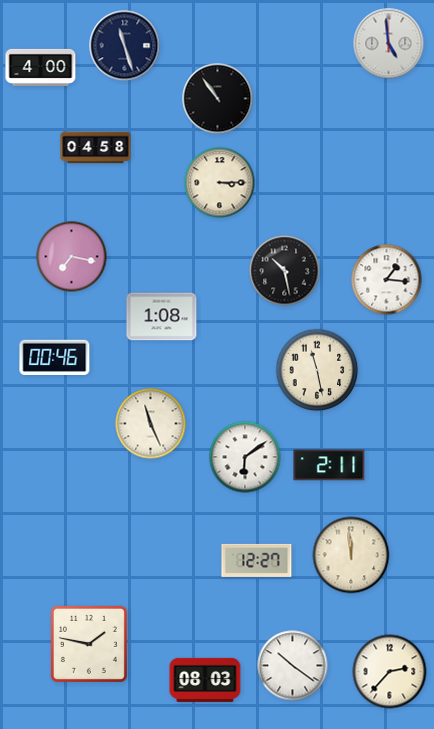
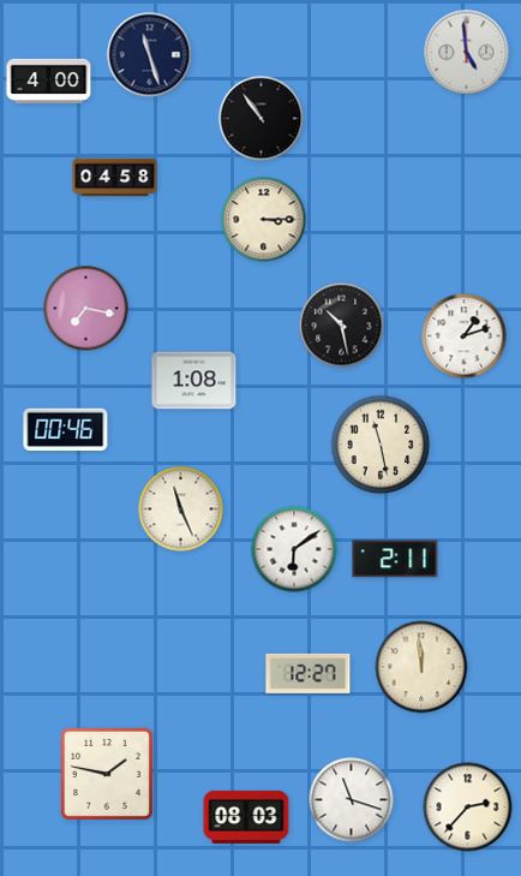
clock at (387, 280): 1:16 -> 1:12
clock at (293, 666): 10:21 -> 11:18
